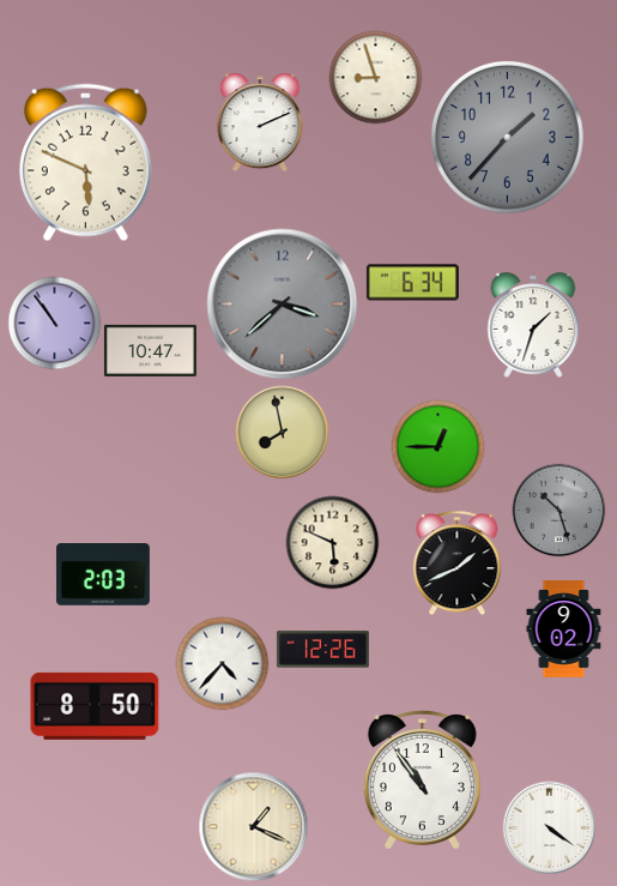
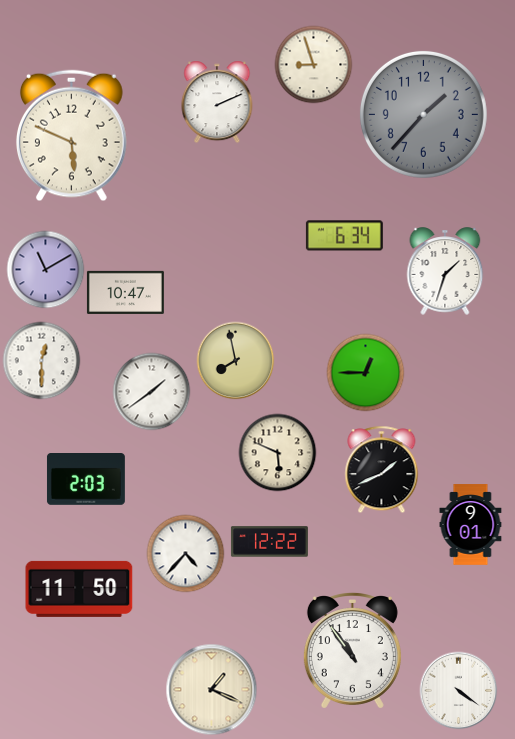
clock at (283, 305): 3:38 -> none
clock at (54, 323): 10:54 -> 11:10
clock at (41, 360): none -> 12:30
clock at (151, 391): none -> 1:39
clock at (558, 510): 10:27 -> none
clock at (564, 629): 9:02 -> 9:01
clock at (322, 650): 12:26 -> 12:22
clock at (95, 706): 8:50 -> 11:50
